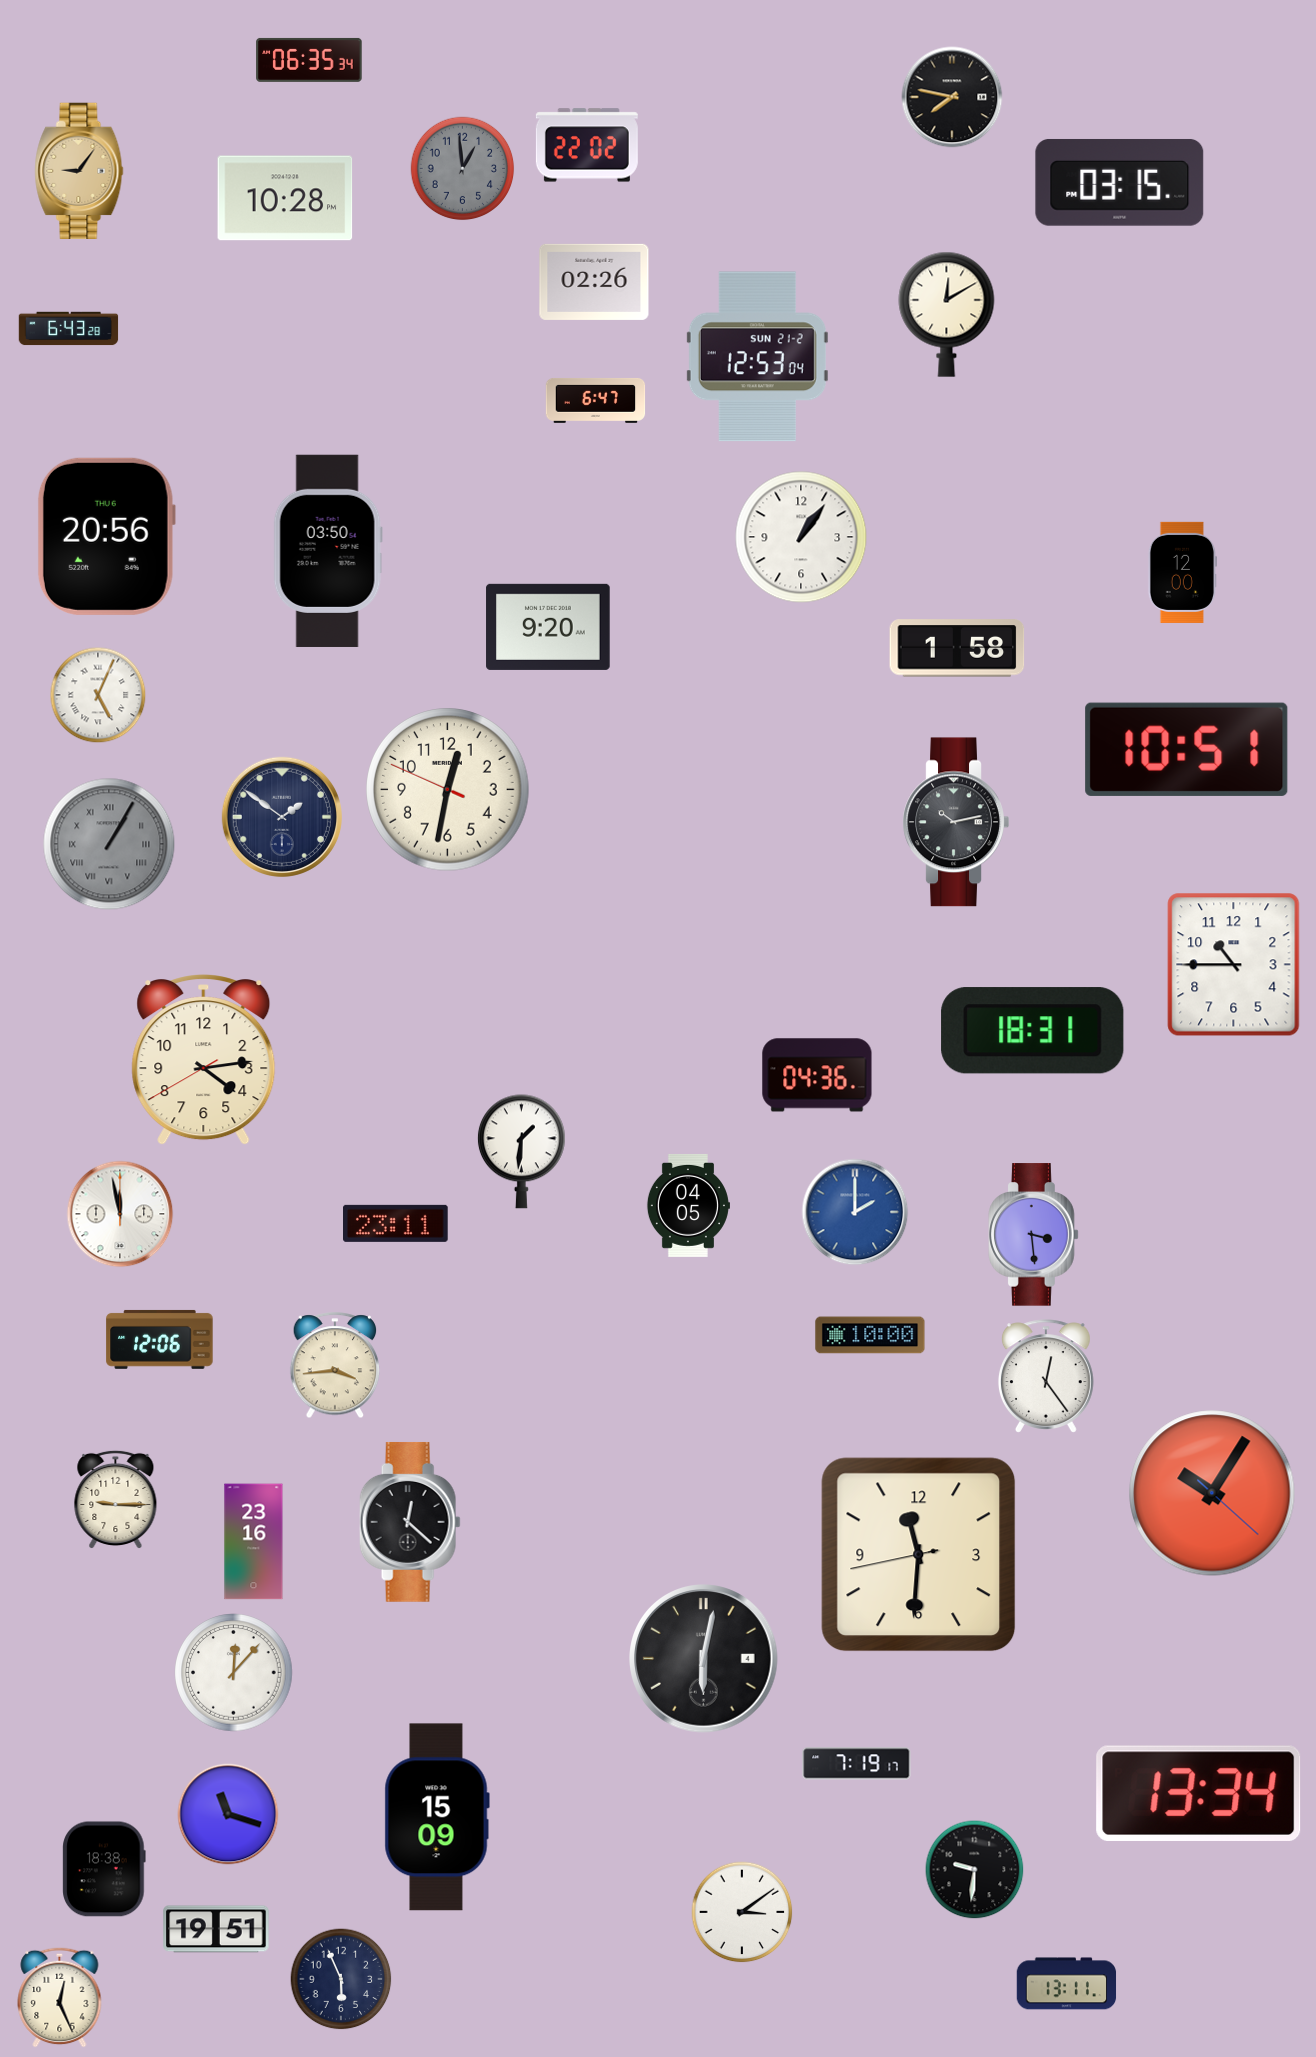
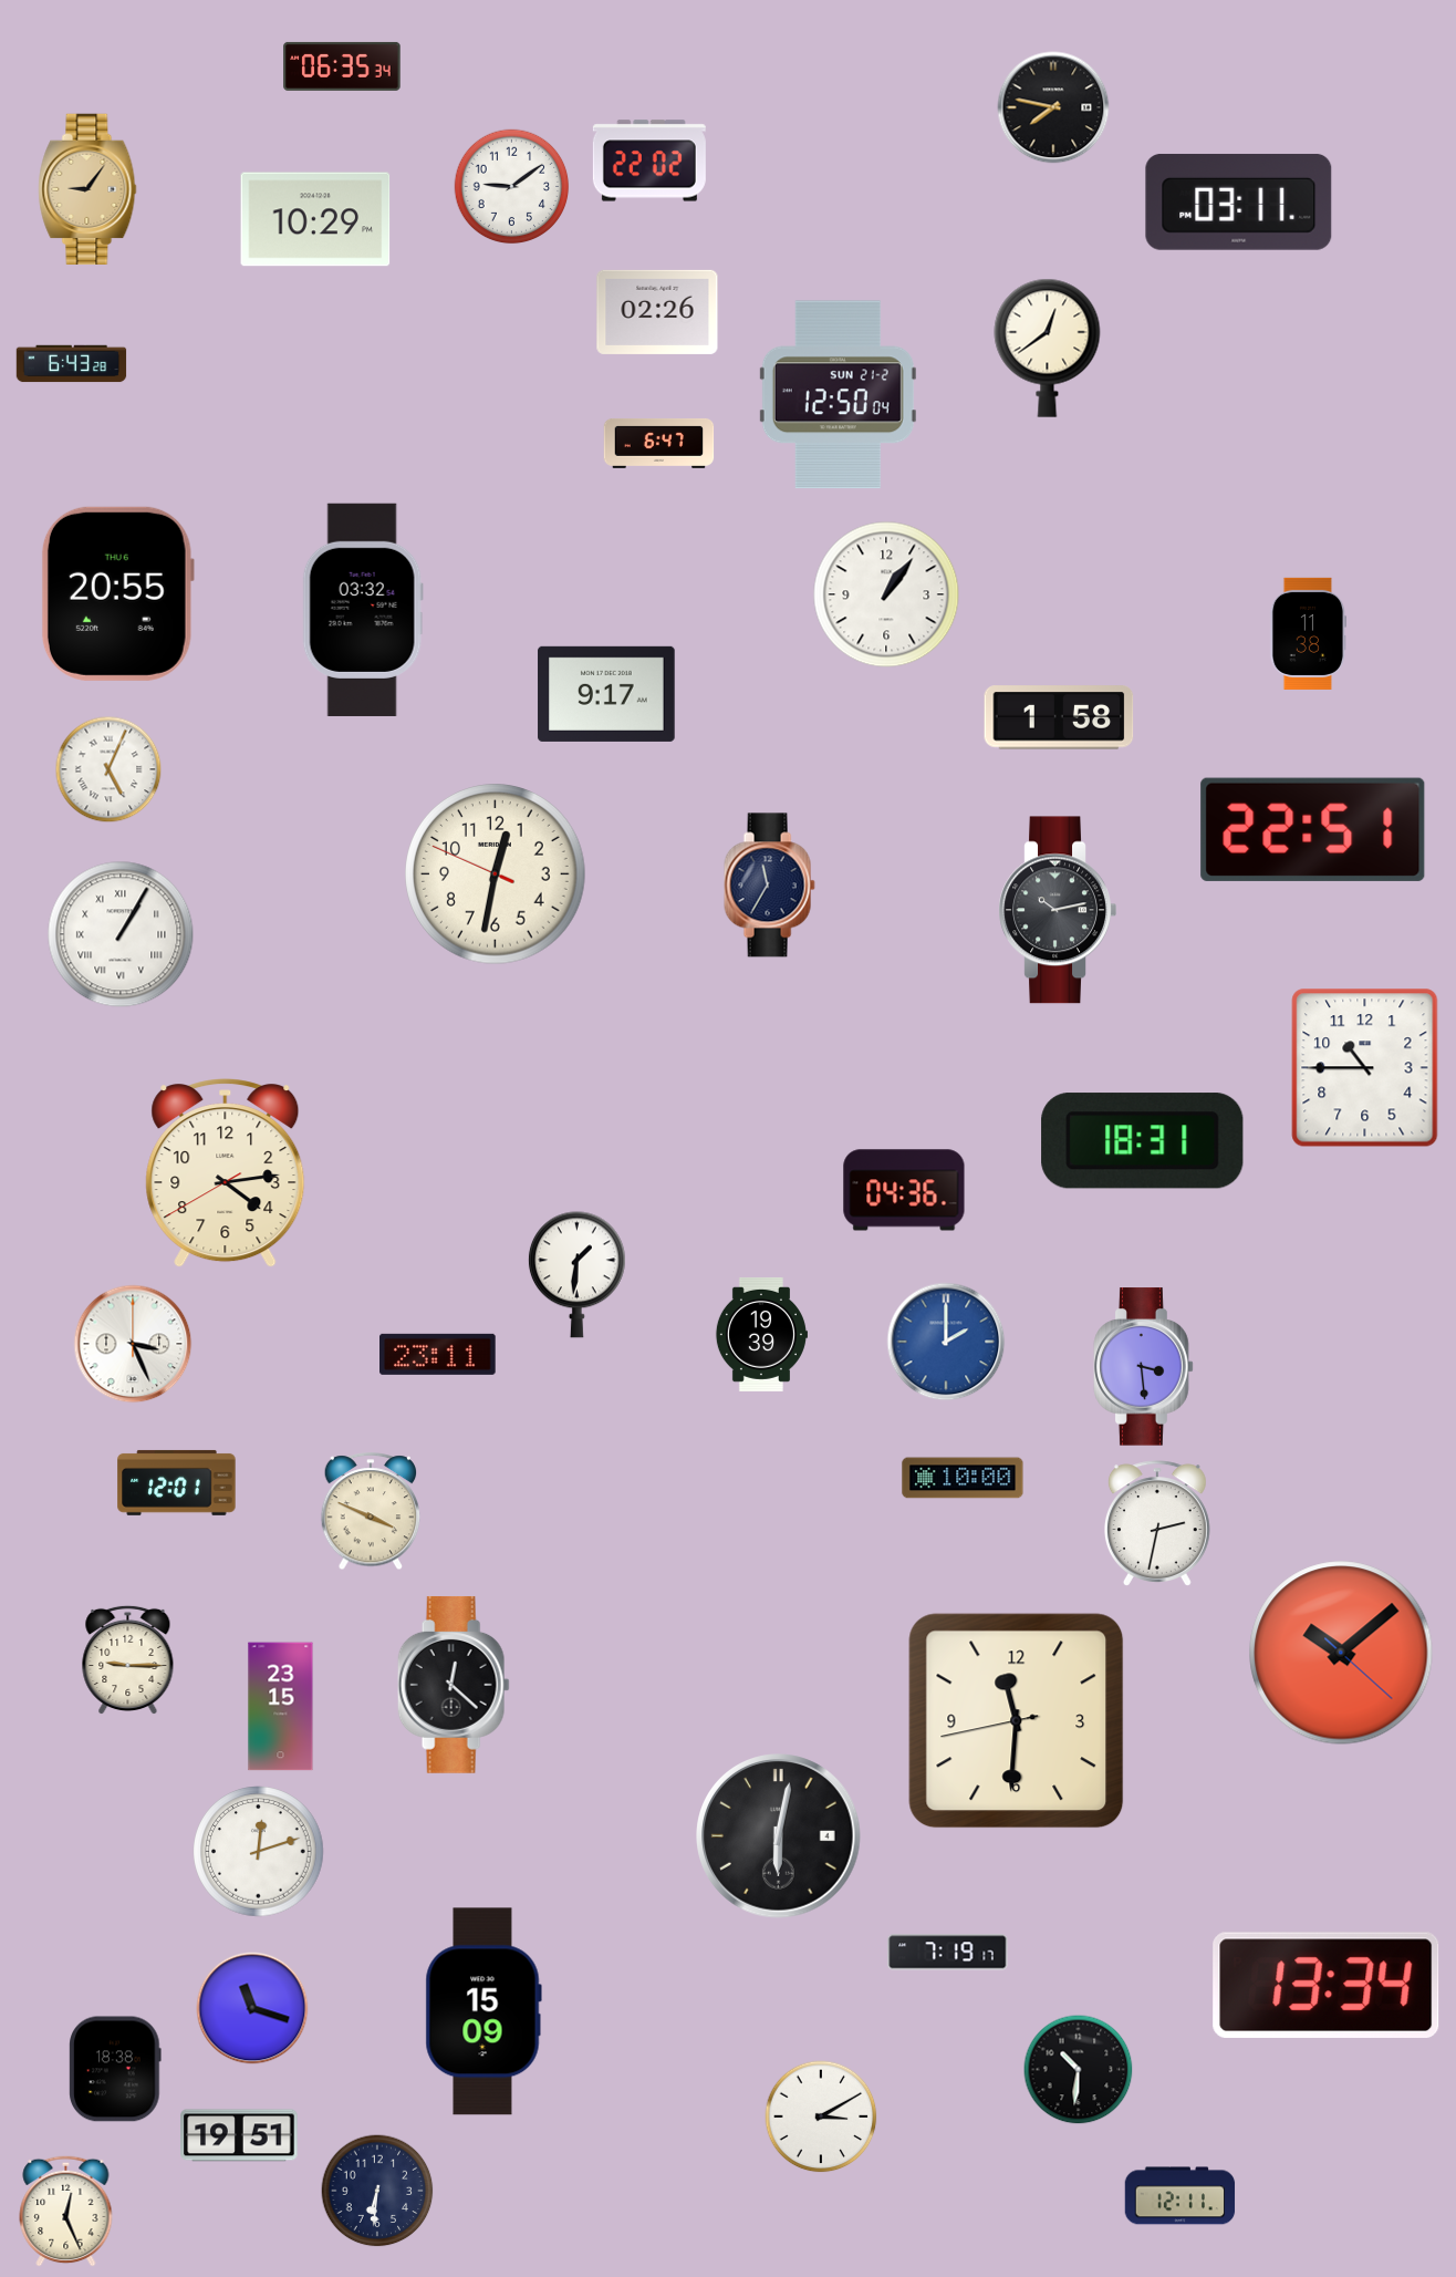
clock at (463, 169): 12:59 -> 9:09
clock at (463, 169) dial: grey -> white
clock at (1120, 183): 03:15 -> 03:11
clock at (285, 198): 10:28 -> 10:29
clock at (947, 314): 12:10 -> 12:39
clock at (69, 329) position: (69, 329) -> (72, 364)
clock at (757, 357): 12:53 -> 12:50
clock at (106, 536): 20:56 -> 20:55
clock at (328, 551): 03:50 -> 03:32
clock at (1182, 572): 12:00 -> 11:38
clock at (548, 627): 9:20 -> 9:17
clock at (1187, 749): 10:51 -> 22:51
clock at (769, 886): none -> 11:35
clock at (282, 817): 1:51 -> none
clock at (109, 844) dial: grey -> white
clock at (688, 1205): 04:05 -> 19:39
clock at (120, 1214): 11:58 -> 3:26
clock at (160, 1339): 12:06 -> 12:01
clock at (335, 1366): 3:44 -> 3:49
clock at (1046, 1376): 12:24 -> 2:32
clock at (1212, 1493): 10:05 -> 10:08
clock at (254, 1542): 23:16 -> 23:15
clock at (234, 1673): 12:07 -> 12:12
clock at (975, 1870): 9:31 -> 10:31
clock at (742, 1912): 3:09 -> 3:10
clock at (341, 1979): 5:56 -> 6:31
clock at (1067, 1984): 13:11 -> 12:11
